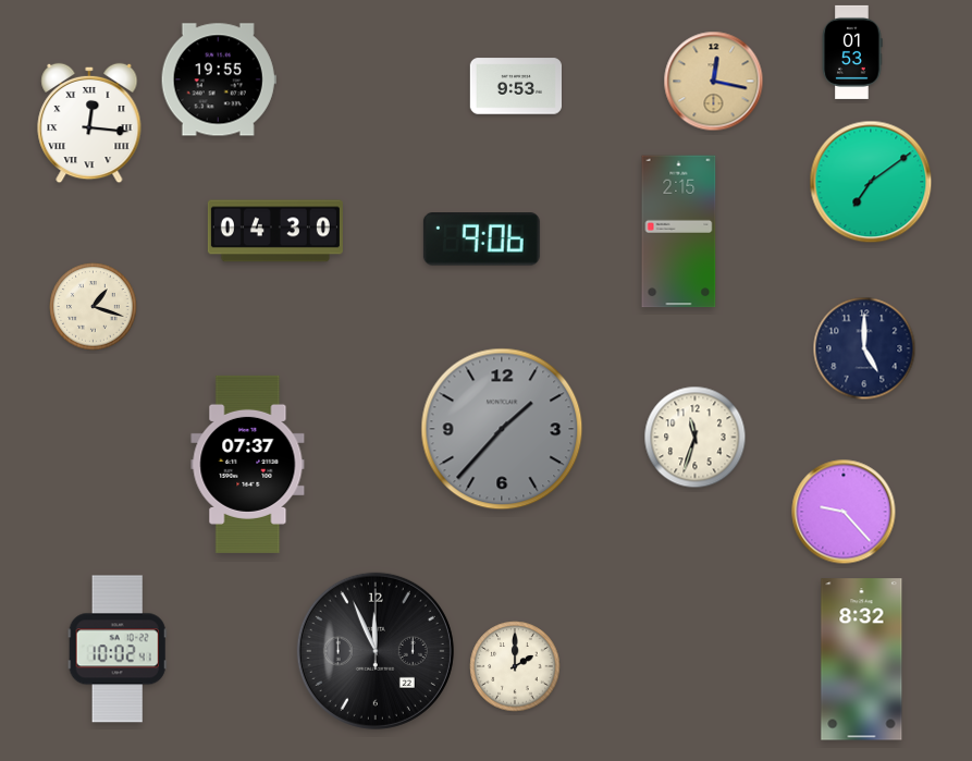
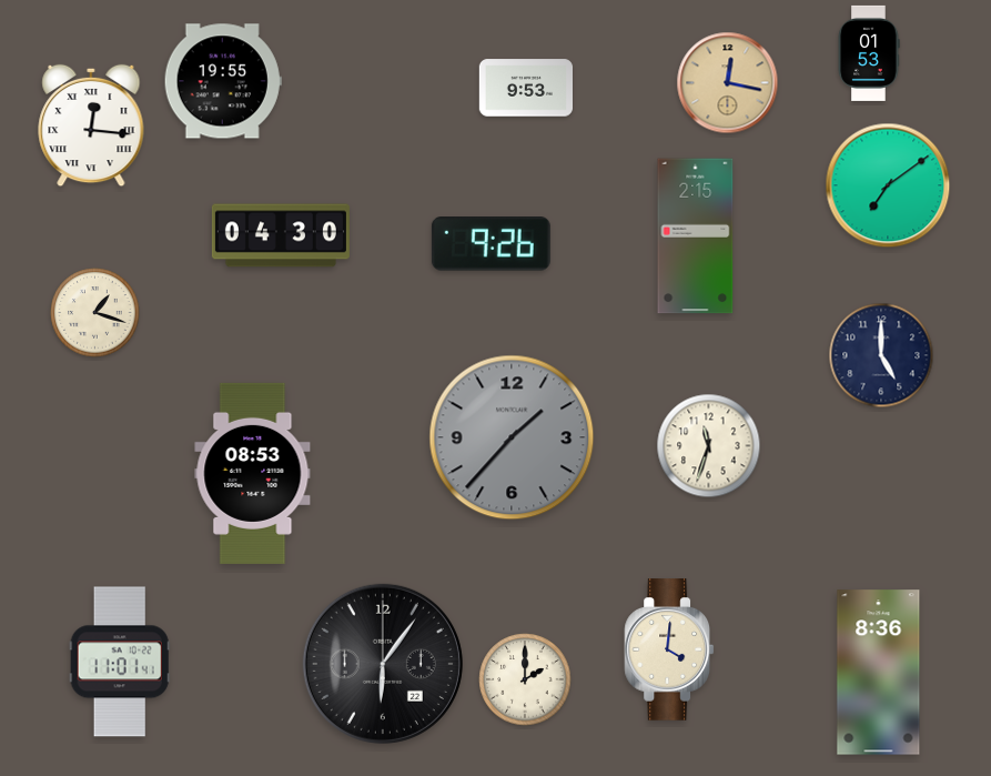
clock at (679, 232) position: (679, 232) -> (696, 236)
clock at (481, 240): 9:06 -> 9:26
clock at (248, 464): 07:37 -> 08:53
clock at (844, 512): 9:23 -> none
clock at (669, 649): none -> 4:01
clock at (118, 649): 10:02 -> 11:01
clock at (376, 651): 11:56 -> 6:06
clock at (862, 660): 8:32 -> 8:36
